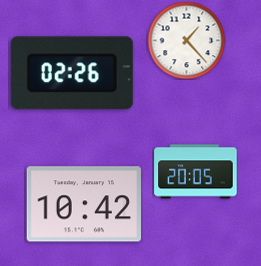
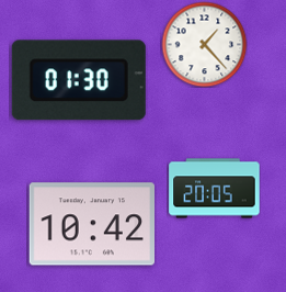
clock at (72, 73): 02:26 -> 01:30
